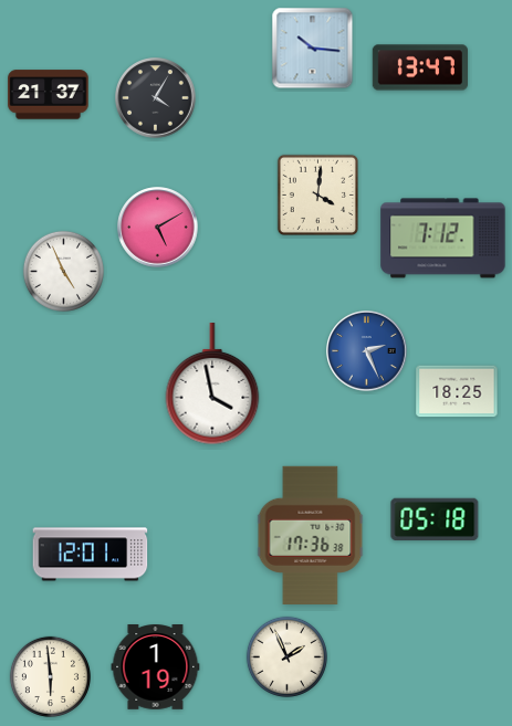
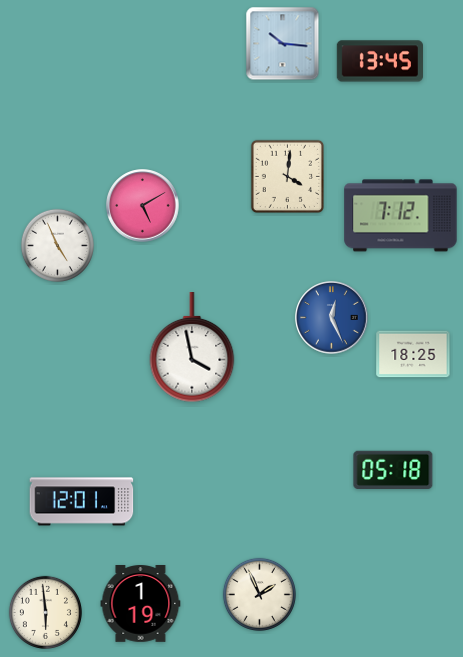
clock at (419, 67): 13:47 -> 13:45
clock at (49, 95): 21:37 -> none
clock at (156, 98): 4:05 -> none
clock at (367, 351): 2:26 -> 12:26
clock at (311, 535): 17:36 -> none
